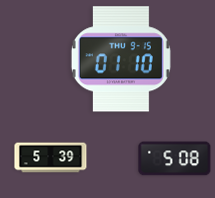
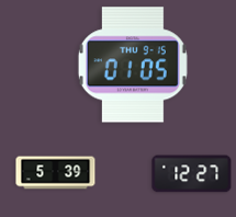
clock at (121, 59): 01:10 -> 01:05
clock at (175, 159): 5:08 -> 12:27
